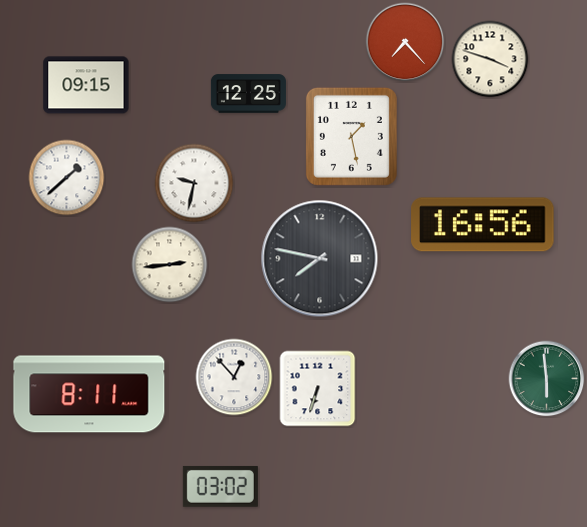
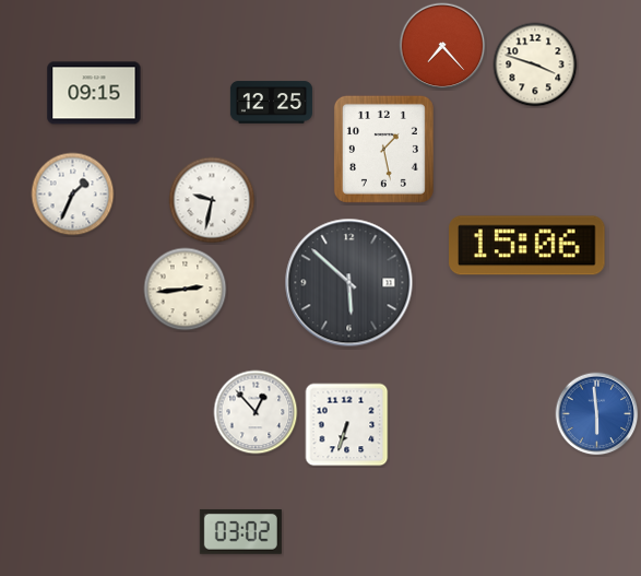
clock at (67, 178): 1:38 -> 1:34
clock at (483, 225): 16:56 -> 15:06
clock at (320, 259): 7:47 -> 5:52
clock at (547, 379) dial: green -> blue
clock at (89, 394): 8:11 -> none
